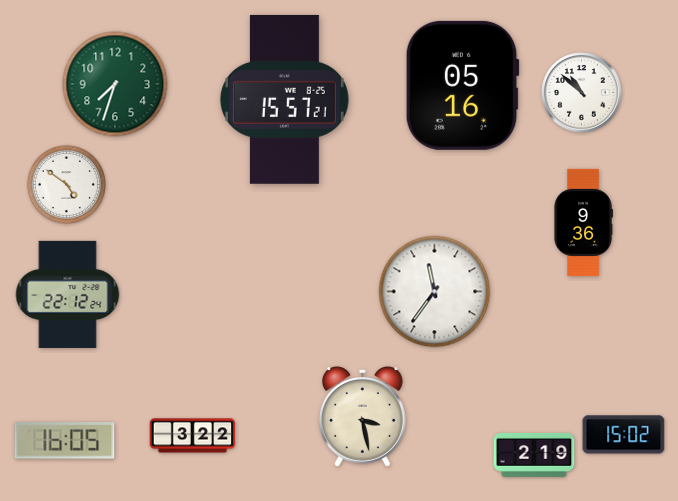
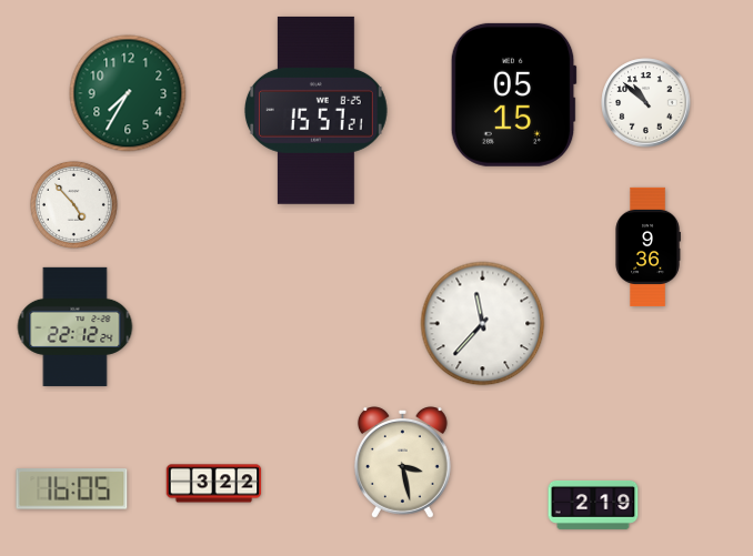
clock at (115, 84): 7:33 -> 7:35
clock at (462, 85): 05:16 -> 05:15
clock at (66, 184): 4:51 -> 4:53
clock at (435, 292): 11:36 -> 11:37
clock at (624, 435): 15:02 -> none
